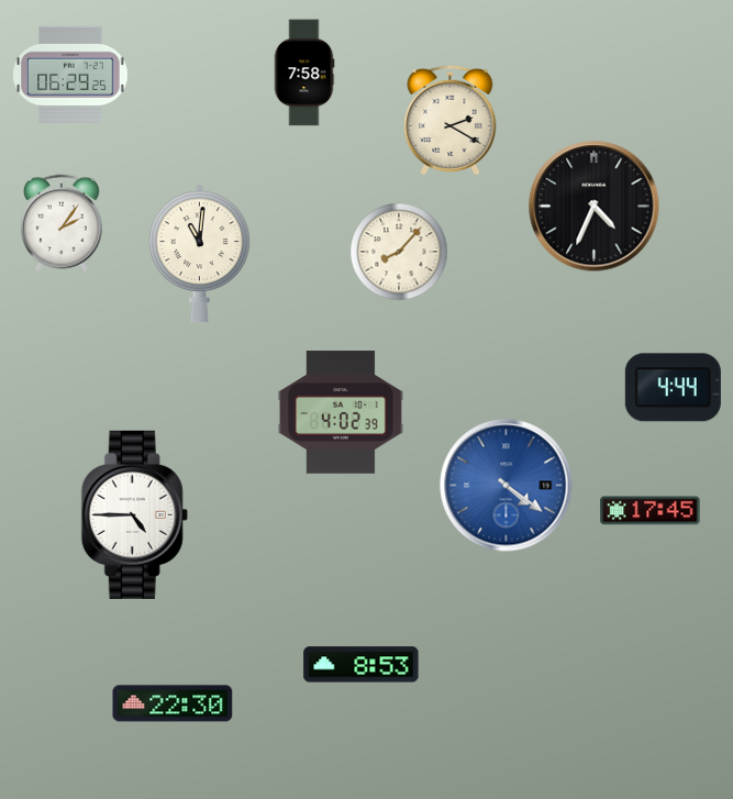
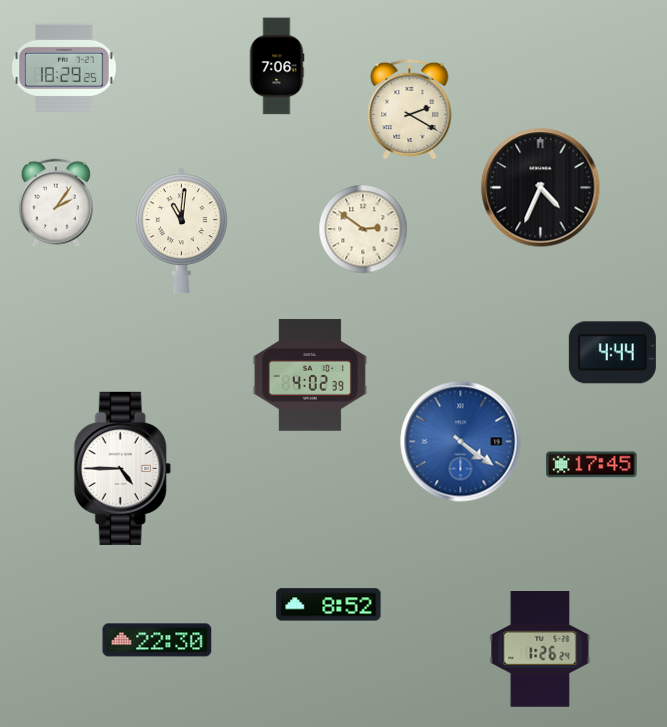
clock at (304, 73): 7:58 -> 7:06
clock at (70, 75): 06:29 -> 18:29
clock at (399, 252): 8:07 -> 2:51
clock at (362, 665): 8:53 -> 8:52
clock at (540, 649): none -> 1:26
